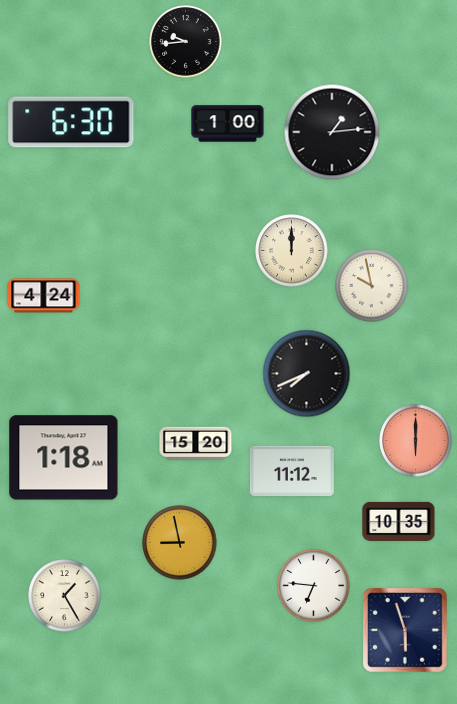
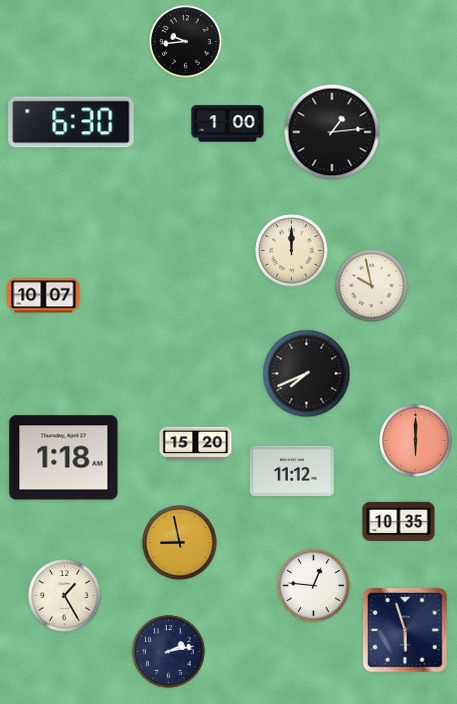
clock at (44, 296): 4:24 -> 10:07
clock at (314, 586): 6:46 -> 12:46
clock at (169, 652): none -> 2:13
